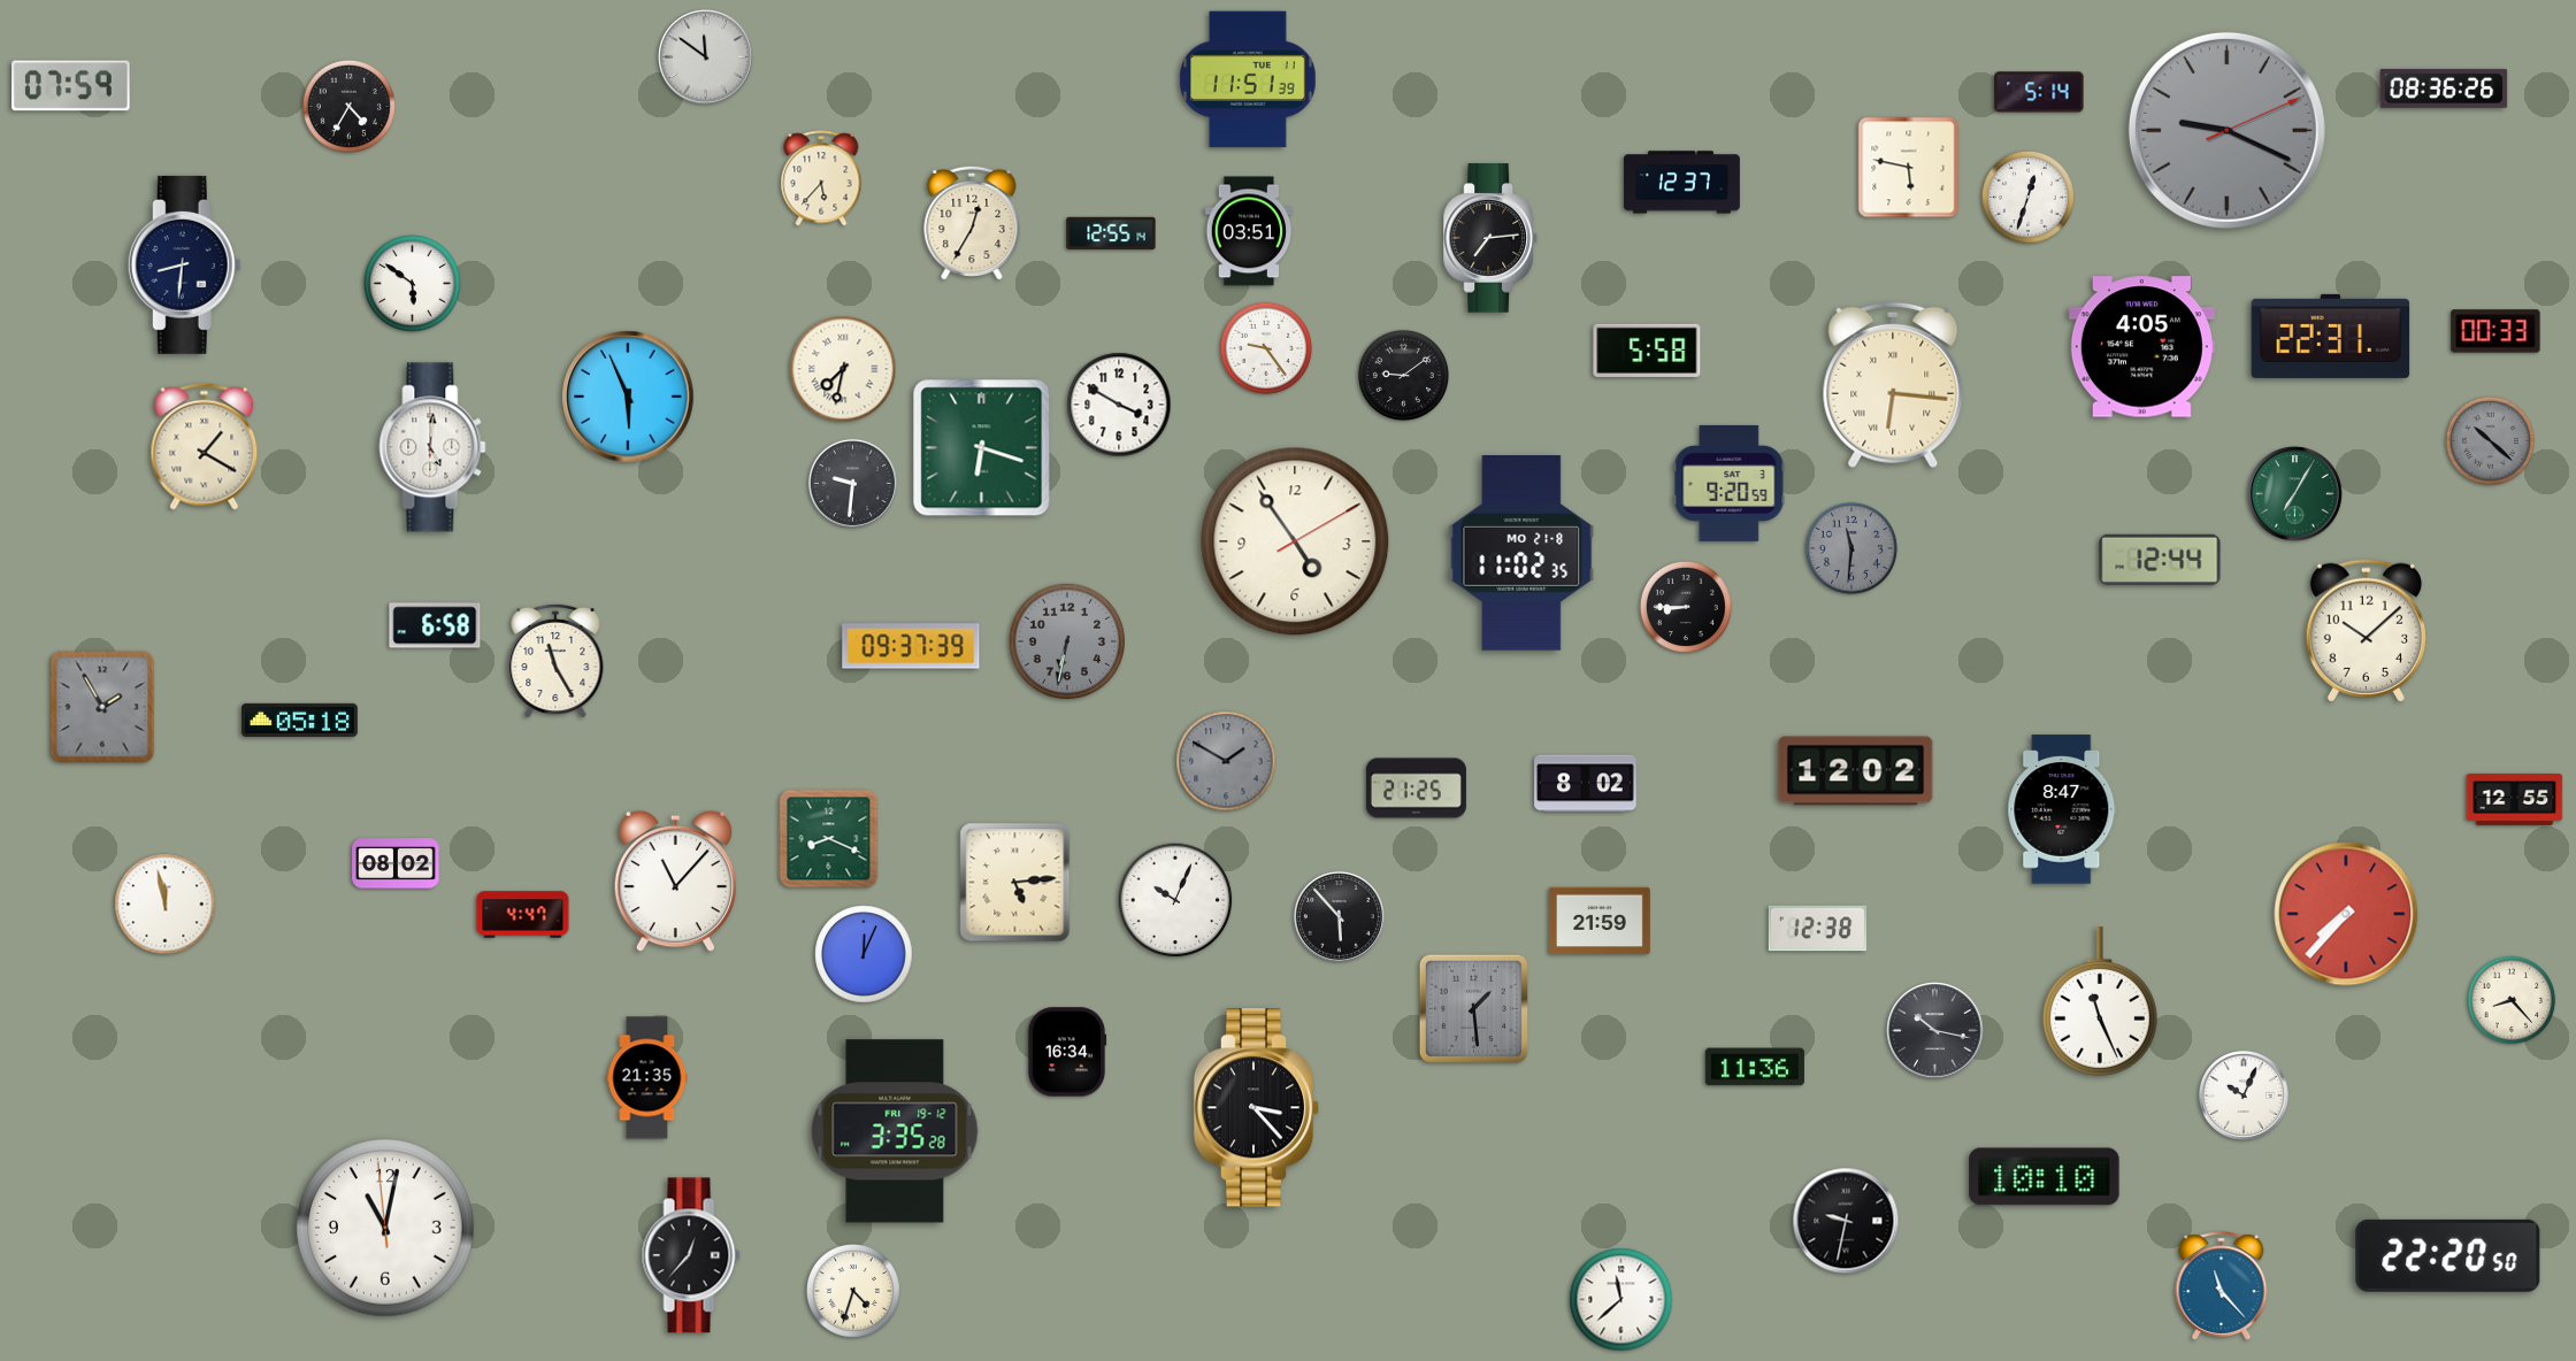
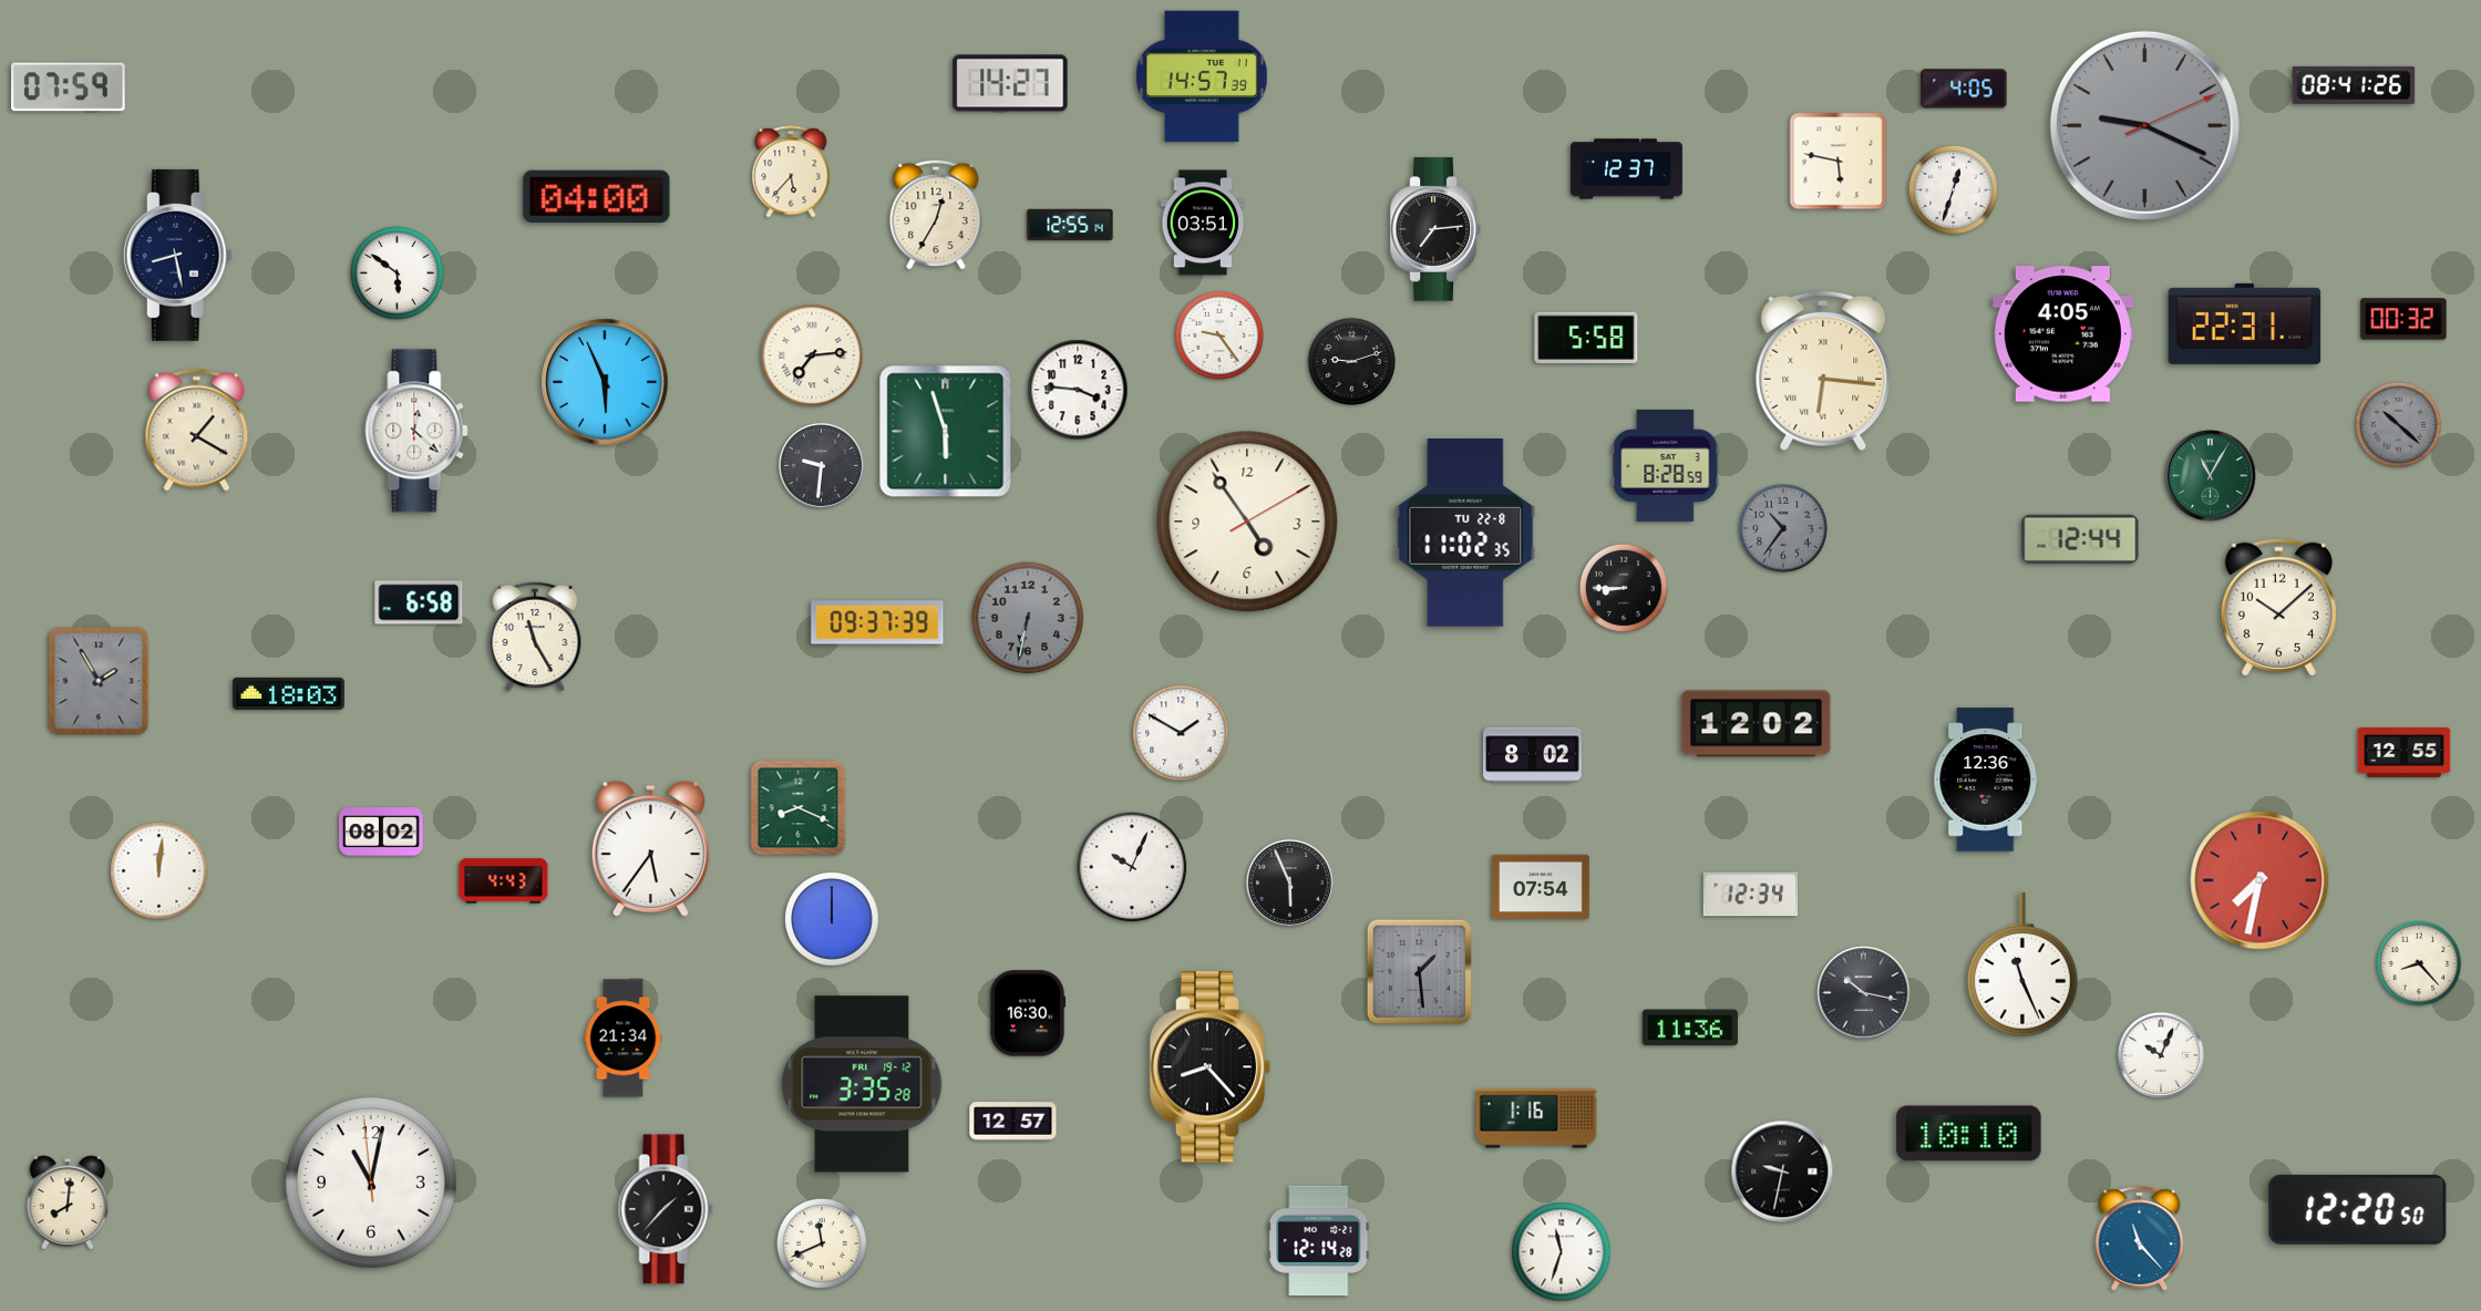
clock at (706, 57): 11:51 -> none
clock at (1249, 79): 11:51 -> 14:57
clock at (71, 86) position: (71, 86) -> (69, 87)
clock at (1010, 83): none -> 14:27
clock at (2444, 89): 08:36 -> 08:41
clock at (2039, 92): 5:14 -> 4:05
clock at (348, 106): 4:35 -> none
clock at (1681, 183) position: (1681, 183) -> (1626, 169)
clock at (597, 196): none -> 04:00
clock at (184, 264): 8:31 -> 8:28
clock at (2495, 331): 00:33 -> 00:32
clock at (843, 369): 7:32 -> 7:14
clock at (1403, 375): 9:09 -> 9:12
clock at (1119, 405): 3:50 -> 3:46
clock at (432, 447): 5:01 -> 12:22
clock at (982, 448): 6:18 -> 5:57
clock at (1730, 483): 9:20 -> 8:28
clock at (2295, 494): 7:05 -> 11:05
clock at (1851, 548): 11:31 -> 10:36
clock at (1521, 553) date: MO 21-8 -> TU 22-8
clock at (1686, 607) position: (1686, 607) -> (1624, 588)
clock at (299, 720): 05:18 -> 18:03
clock at (1226, 761) dial: grey -> white
clock at (1856, 771) position: (1856, 771) -> (1757, 724)
clock at (1586, 784) position: (1586, 784) -> (1533, 755)
clock at (1416, 789): 21:25 -> none
clock at (2515, 799) position: (2515, 799) -> (2405, 752)
clock at (2062, 809): 8:47 -> 12:36
clock at (675, 882): 11:07 -> 5:36
clock at (1015, 883): 5:14 -> none
clock at (166, 905): 11:58 -> 12:01
clock at (2346, 914): 7:37 -> 7:32
clock at (523, 915): 4:47 -> 4:43
clock at (1339, 916): 5:53 -> 5:56
clock at (1600, 921): 21:59 -> 07:54
clock at (1818, 929): 12:38 -> 12:34
clock at (864, 954): 12:04 -> 12:00
clock at (1067, 1052): 16:34 -> 16:30
clock at (647, 1078): 21:35 -> 21:34
clock at (1257, 1108): 3:23 -> 8:23
clock at (895, 1131) position: (895, 1131) -> (862, 1084)
clock at (1536, 1118): none -> 1:16
clock at (1013, 1122): none -> 12:57
clock at (1846, 1221) position: (1846, 1221) -> (1782, 1171)
clock at (68, 1202): none -> 8:01
clock at (691, 1255): 12:37 -> 1:37
clock at (2448, 1255): 22:20 -> 12:20
clock at (1319, 1240): none -> 12:14
clock at (853, 1291): 4:33 -> 11:41
clock at (1621, 1300): 11:38 -> 11:33
